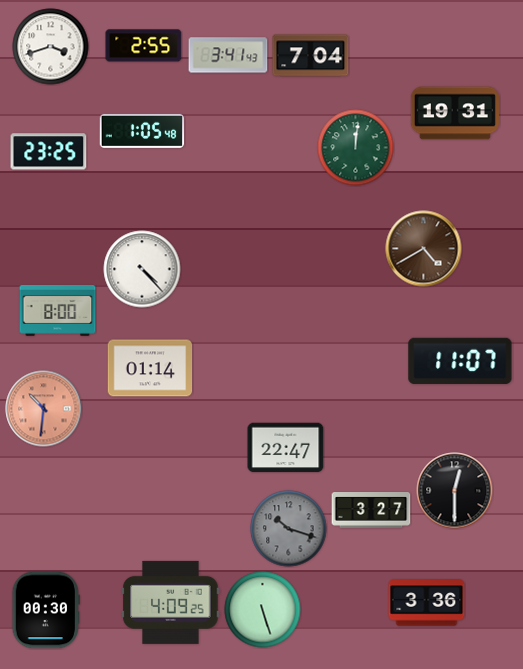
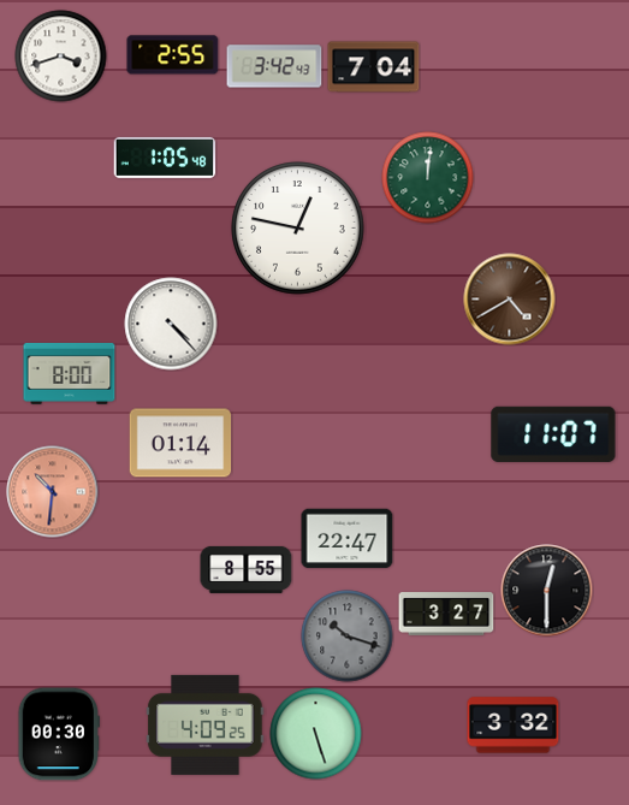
clock at (228, 55): 3:41 -> 3:42
clock at (455, 113): 19:31 -> none
clock at (142, 131) position: (142, 131) -> (165, 158)
clock at (49, 152): 23:25 -> none
clock at (298, 229): none -> 12:47
clock at (286, 448) position: (286, 448) -> (348, 539)
clock at (247, 569): none -> 8:55
clock at (427, 603): 3:36 -> 3:32
clock at (46, 610) position: (46, 610) -> (59, 734)
